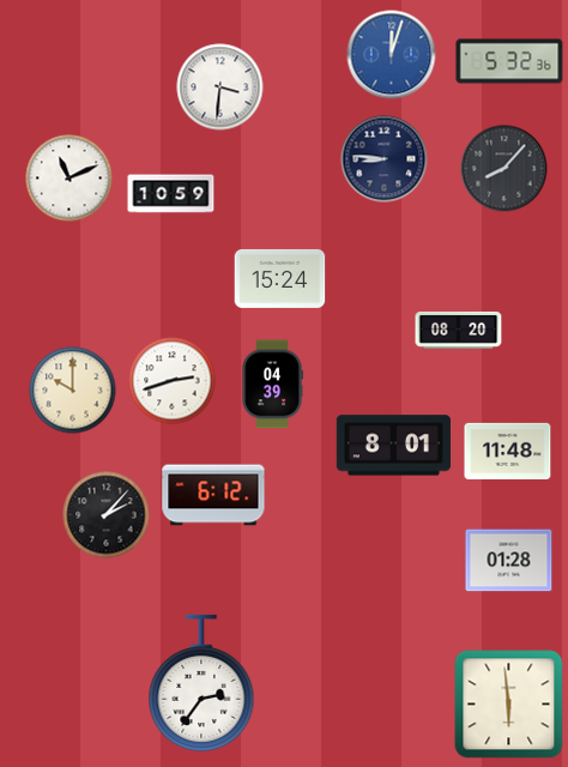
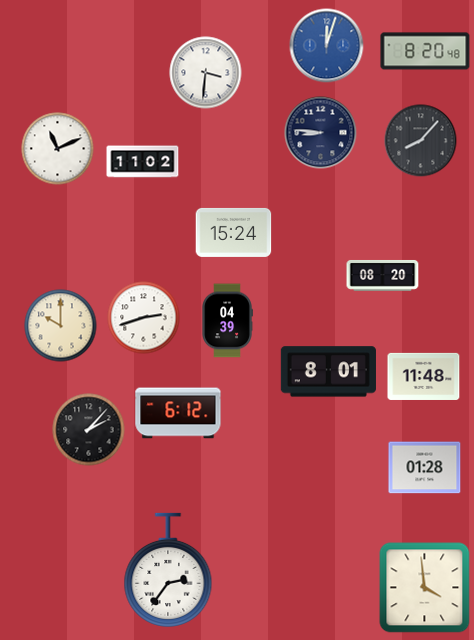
clock at (509, 61): 5:32 -> 8:20
clock at (220, 87) position: (220, 87) -> (206, 73)
clock at (171, 194): 10:59 -> 11:02
clock at (509, 705): 5:59 -> 3:59
